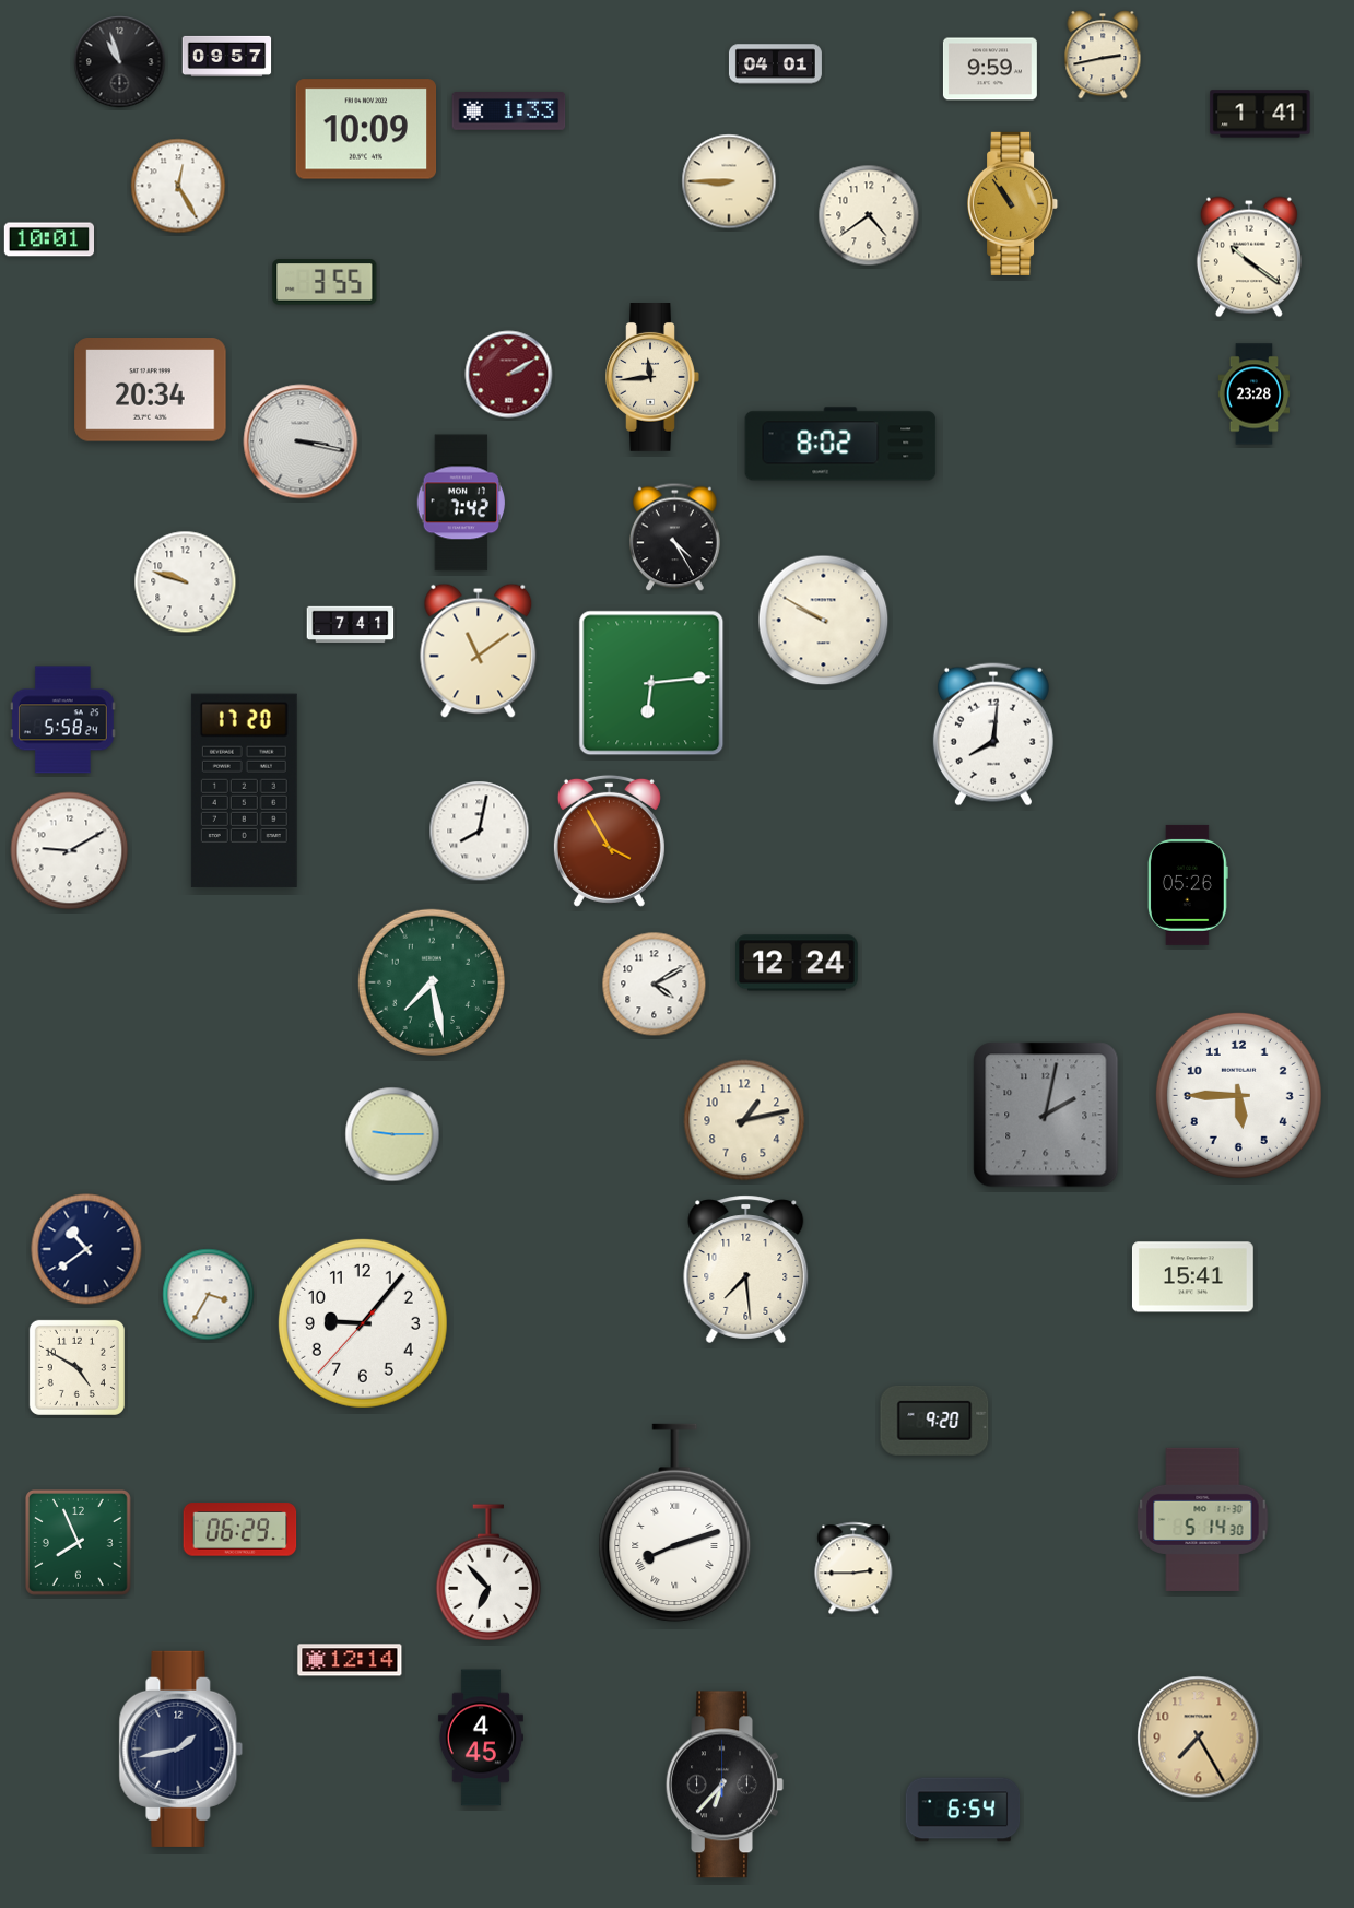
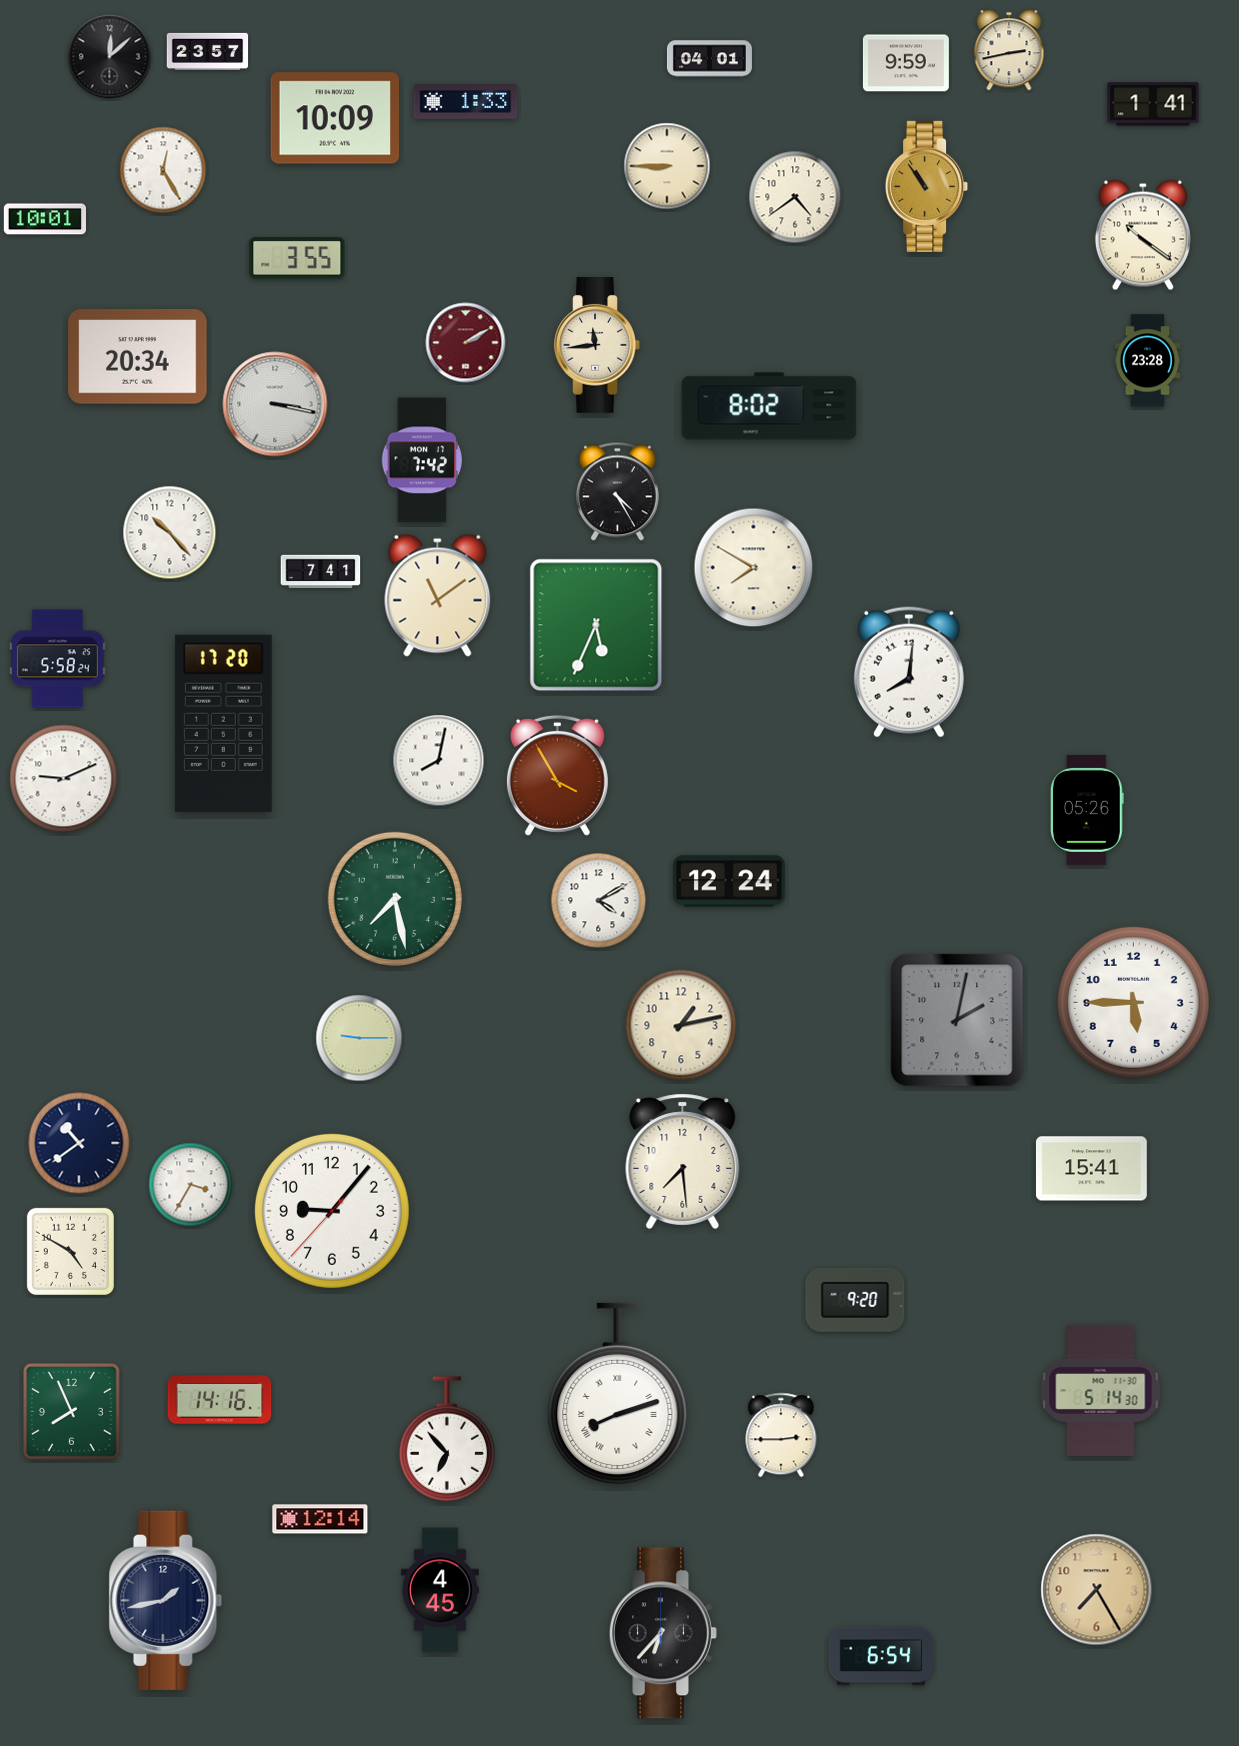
clock at (227, 56): 09:57 -> 23:57
clock at (120, 62): 10:57 -> 12:08
clock at (186, 582): 9:48 -> 10:23
clock at (824, 621): 9:50 -> 7:50
clock at (651, 683): 6:14 -> 5:34
clock at (609, 840) position: (609, 840) -> (557, 775)
clock at (70, 851): 9:10 -> 9:11
clock at (240, 1530): 06:29 -> 14:16
